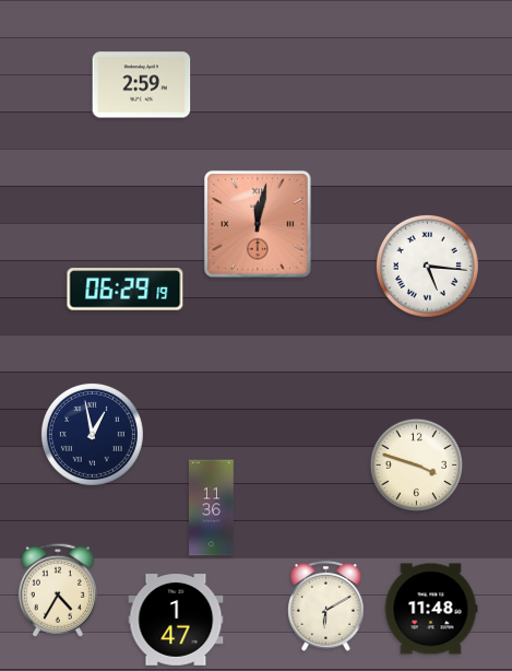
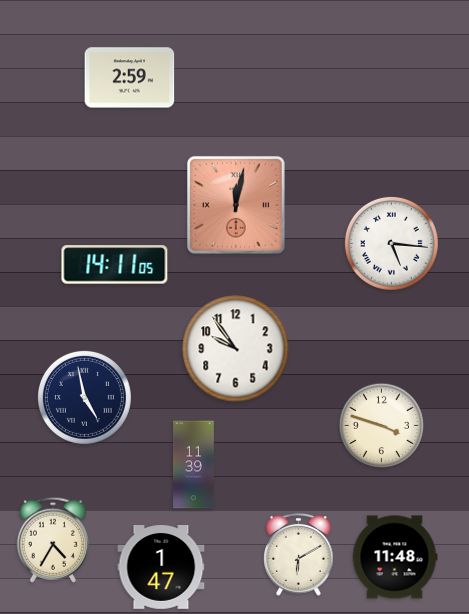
clock at (126, 290): 06:29 -> 14:11
clock at (236, 349): none -> 9:54
clock at (92, 434): 12:58 -> 4:58
clock at (212, 508): 11:36 -> 11:39
